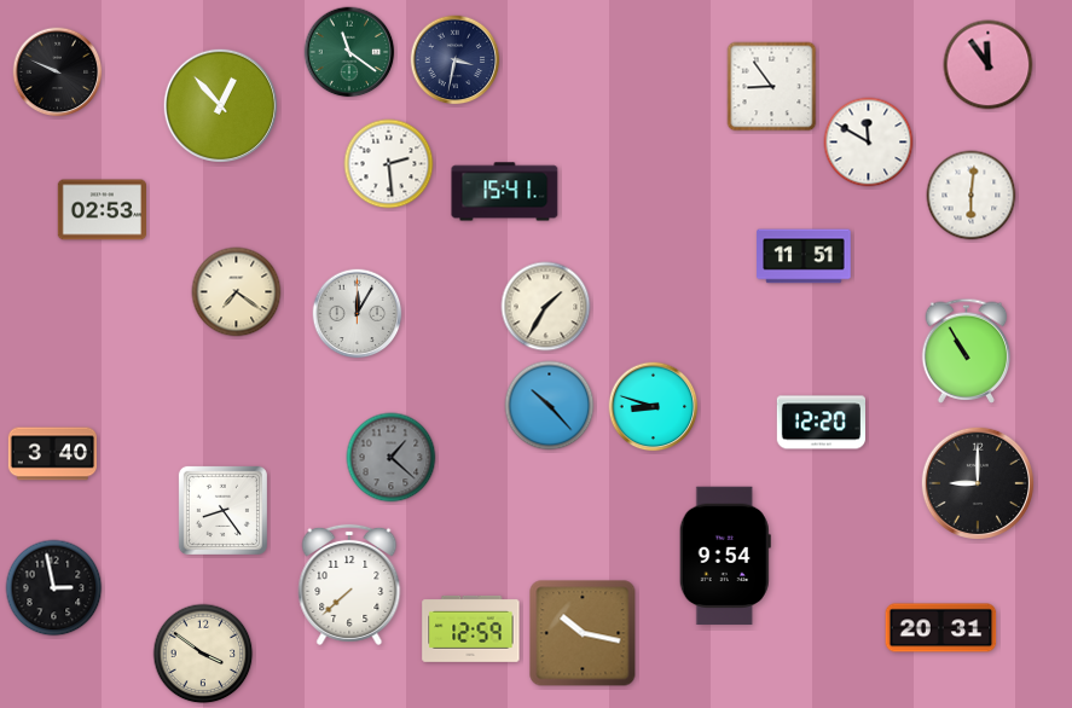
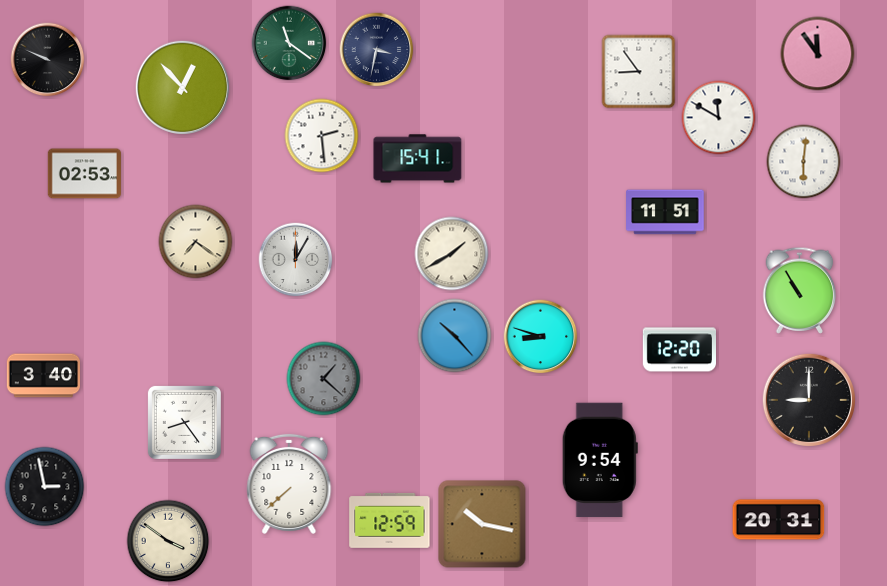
clock at (546, 307): 1:35 -> 1:40
